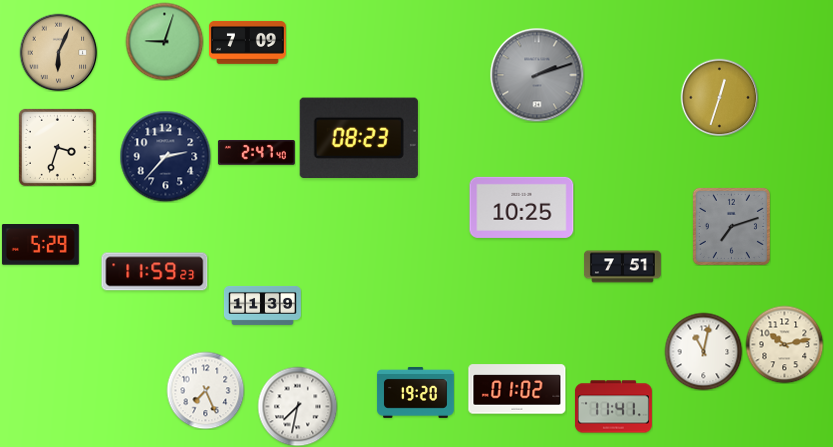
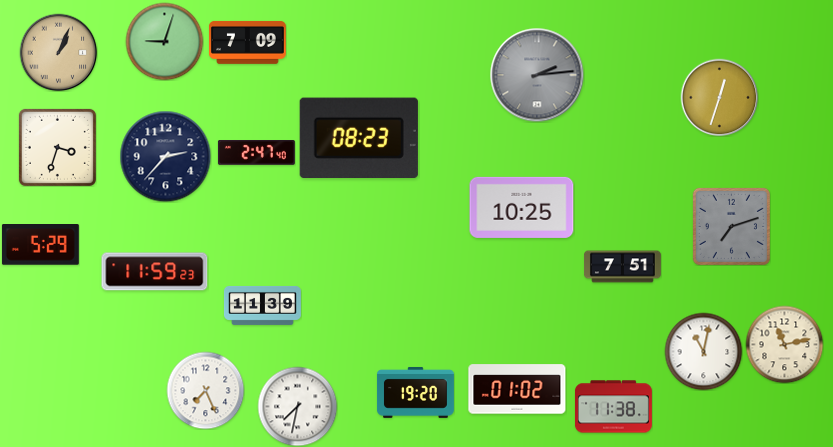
clock at (58, 52): 6:04 -> 1:04
clock at (537, 75): 2:12 -> 2:14
clock at (784, 344): 10:13 -> 11:13
clock at (613, 407): 11:41 -> 11:38
